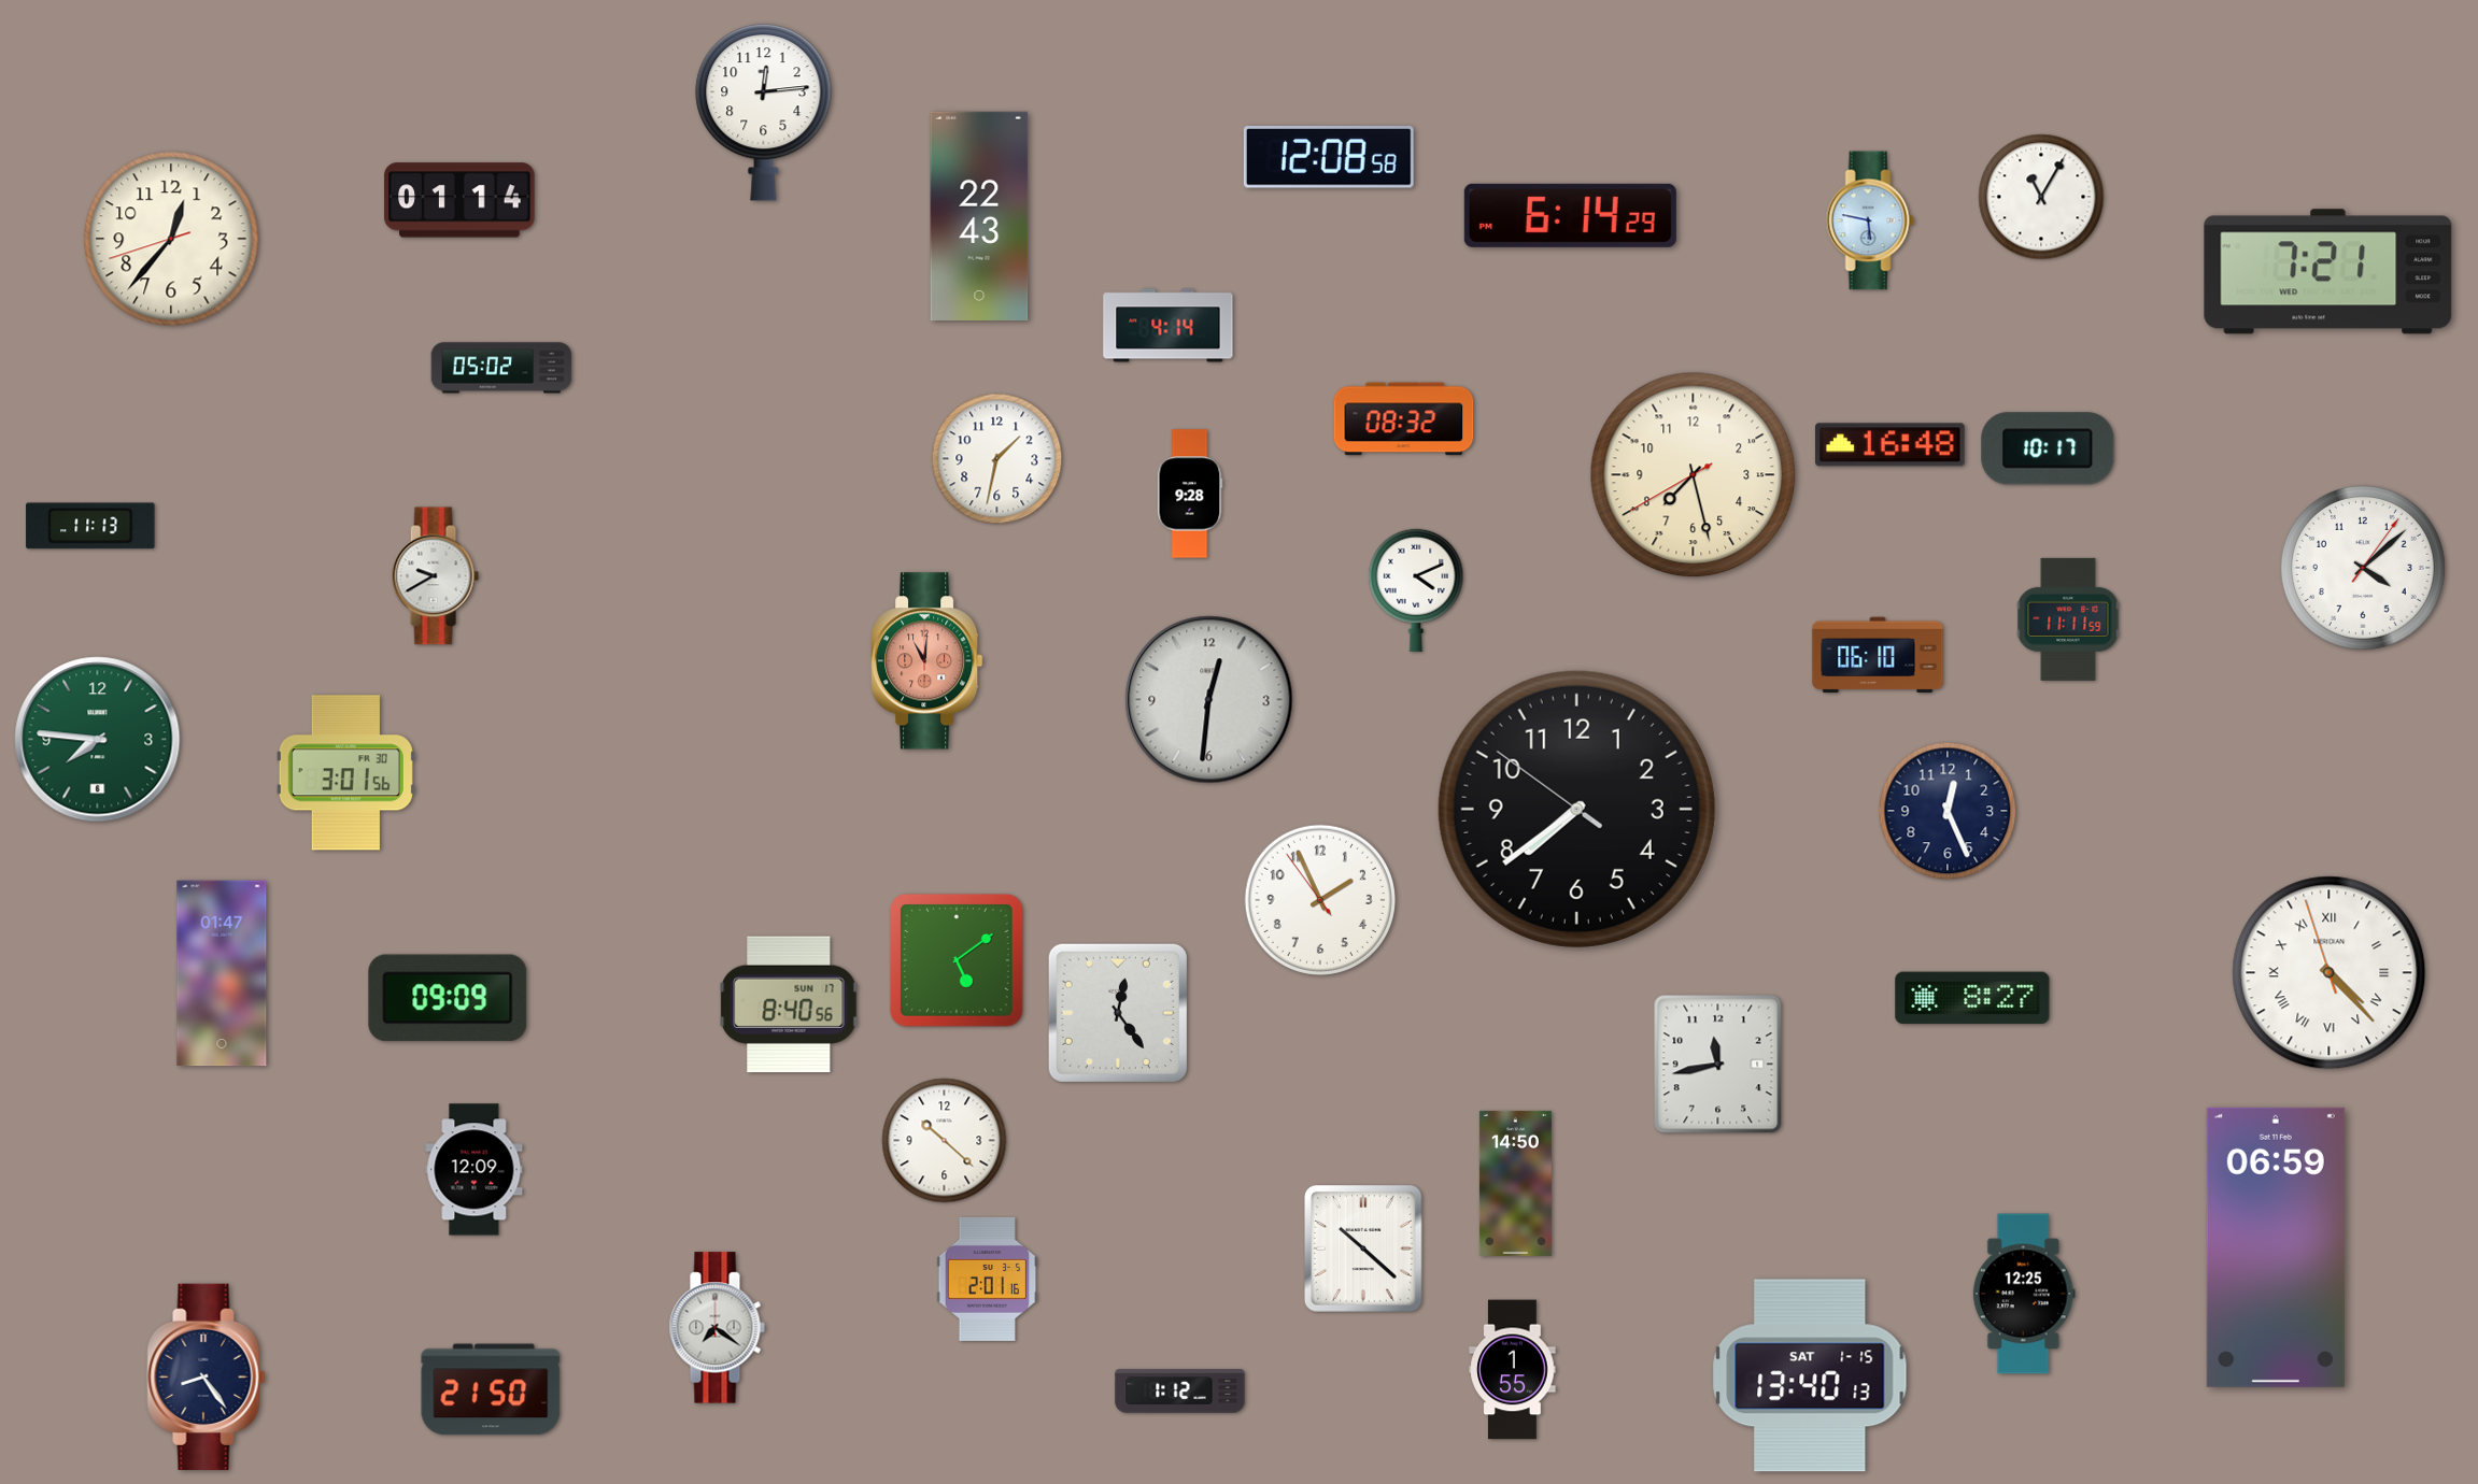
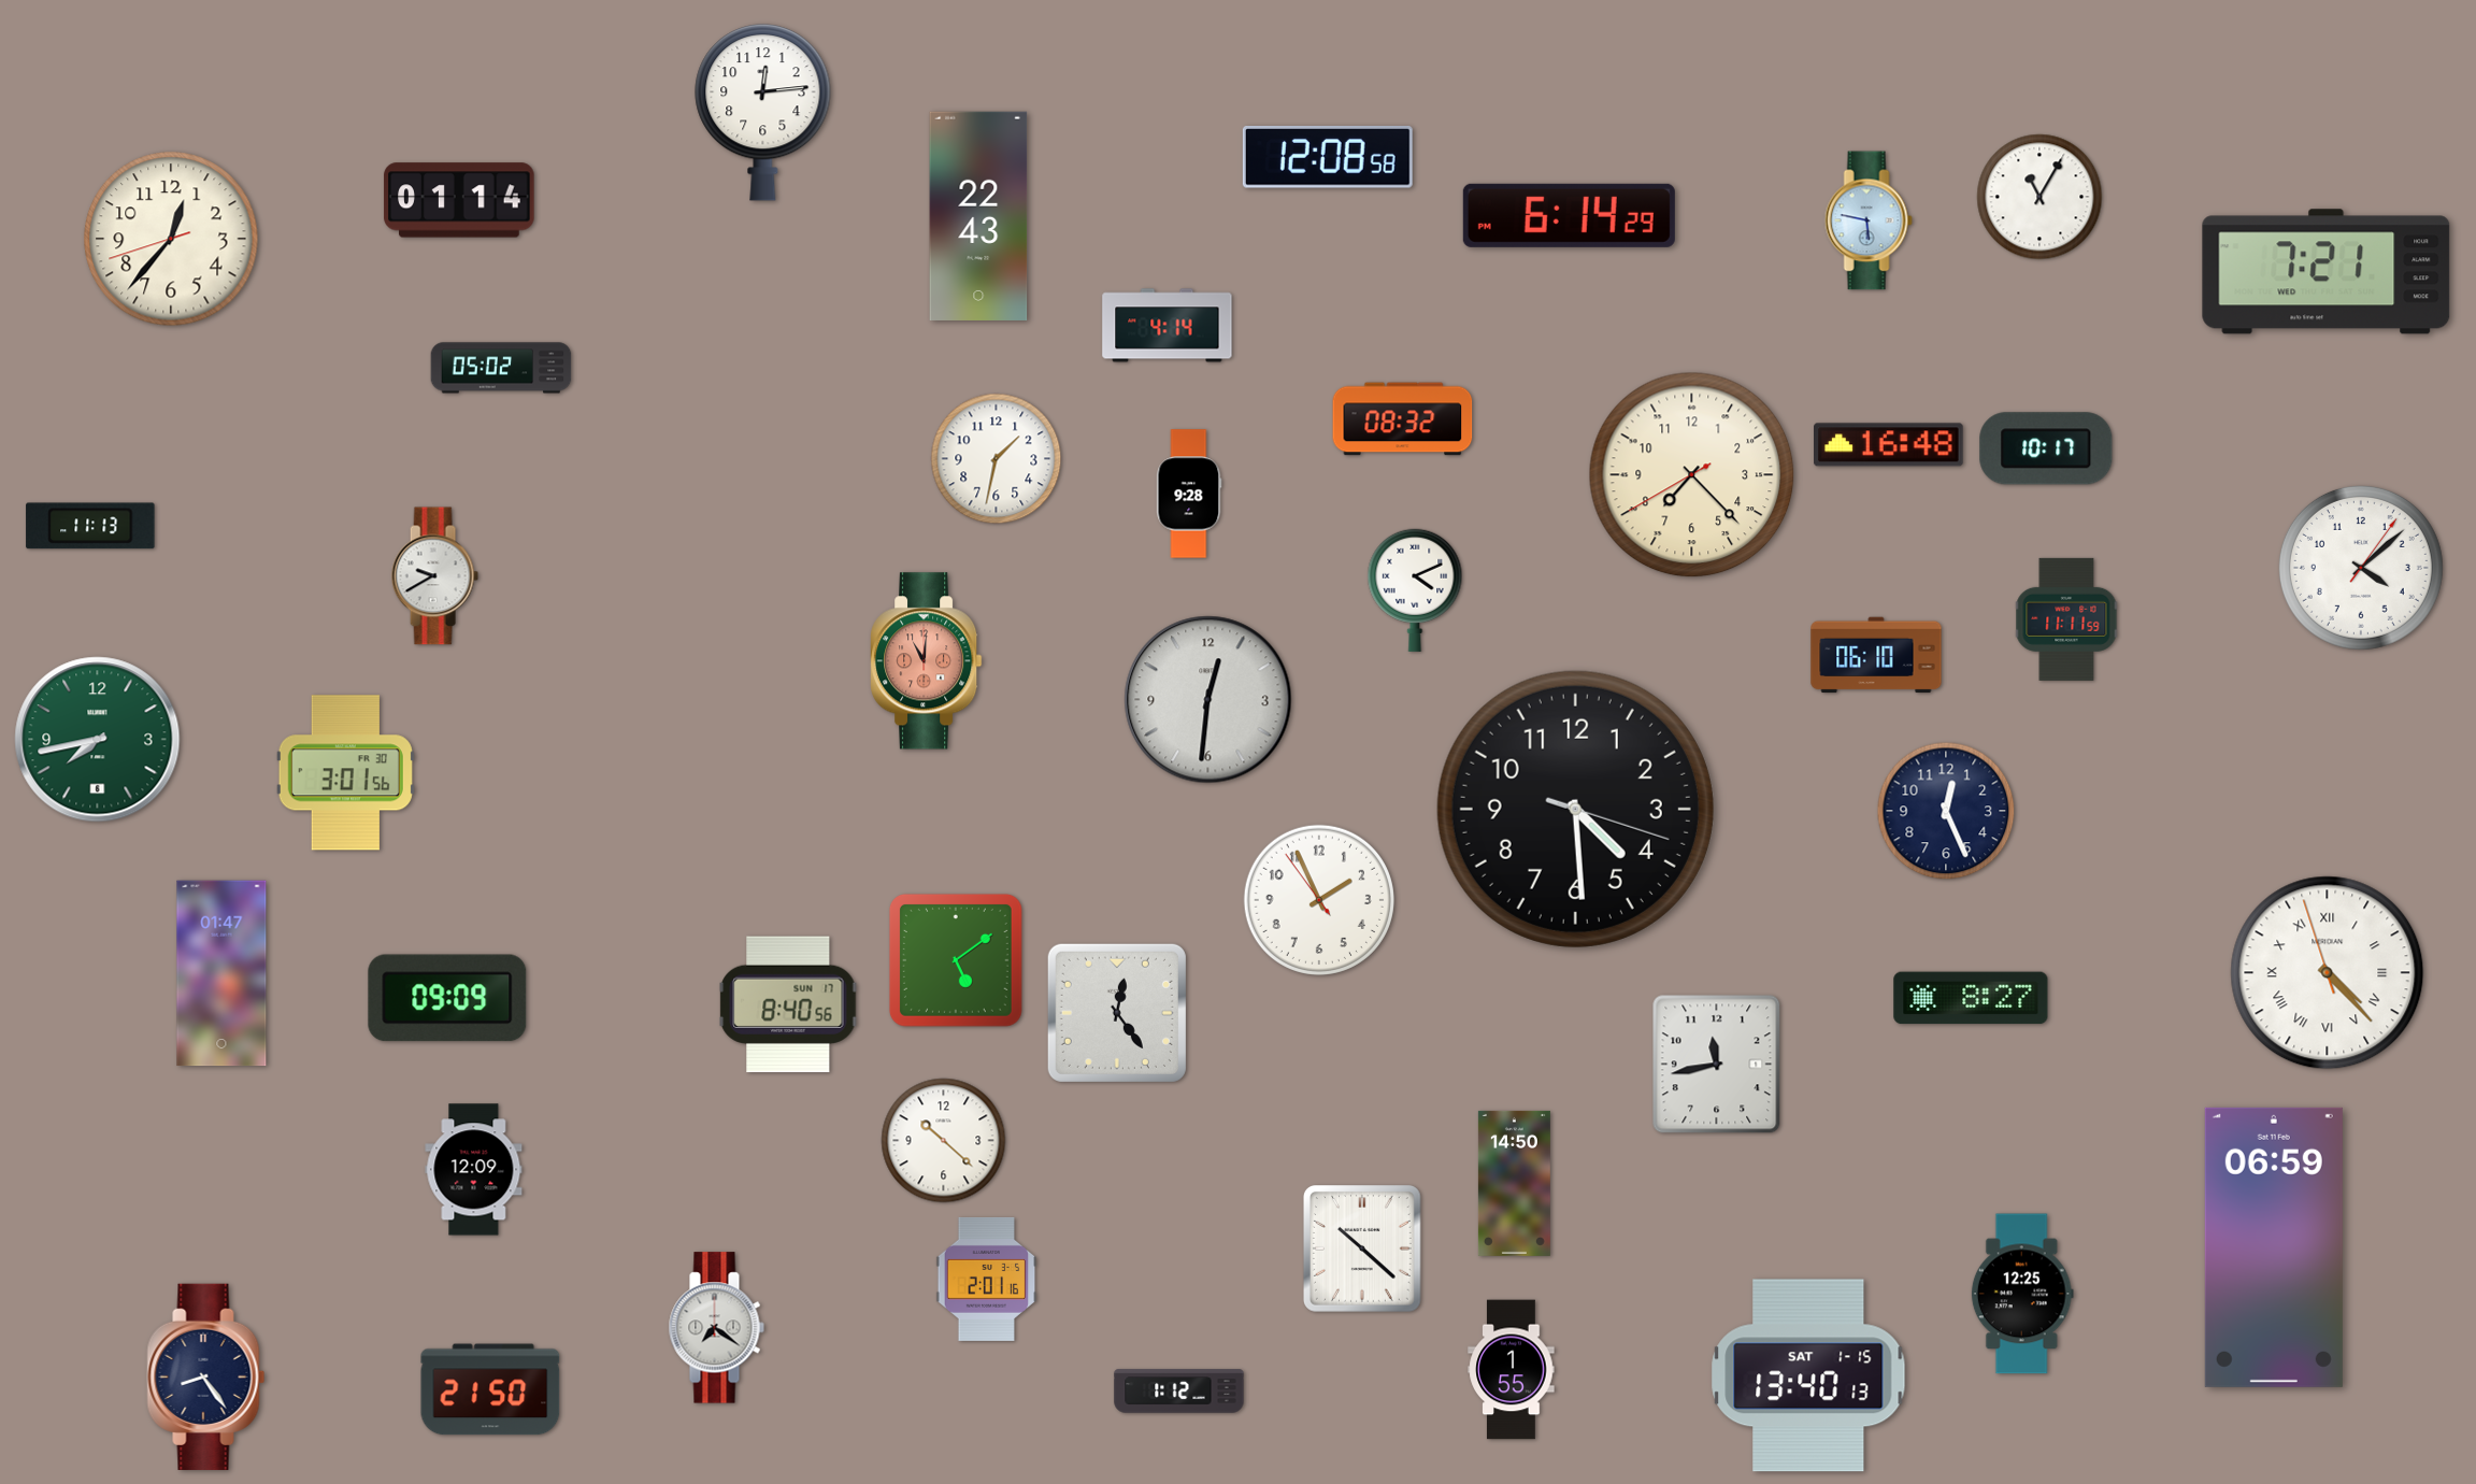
clock at (1694, 475): 7:27 -> 7:22
clock at (98, 740): 7:46 -> 7:43
clock at (1576, 809): 7:38 -> 4:29
